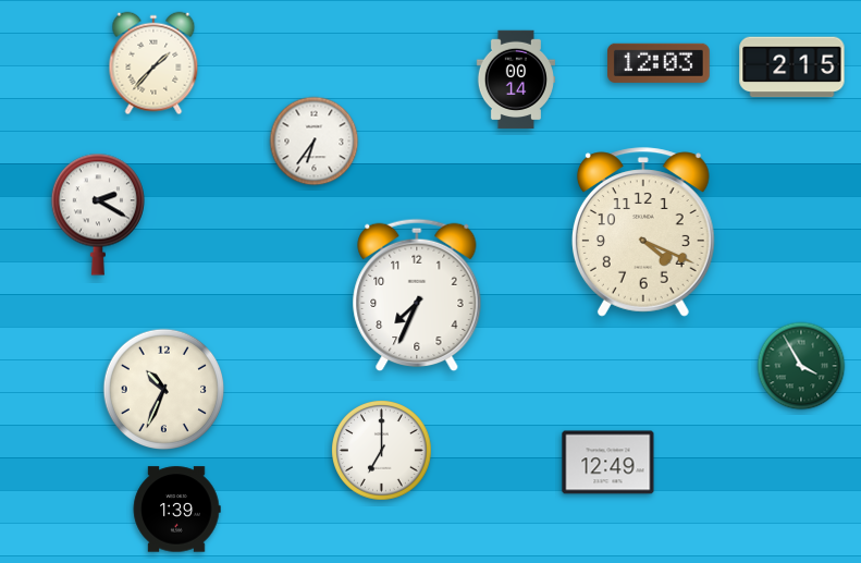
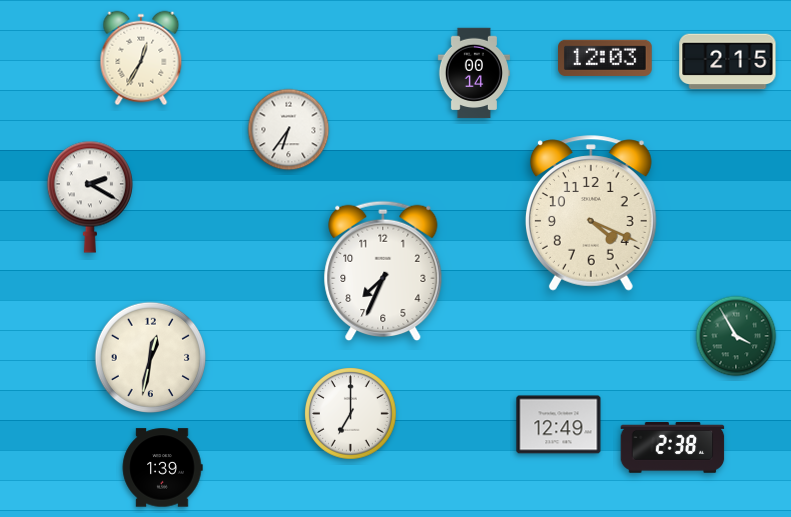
clock at (153, 63): 1:37 -> 12:35
clock at (164, 390): 10:34 -> 12:32
clock at (673, 448): none -> 2:38
